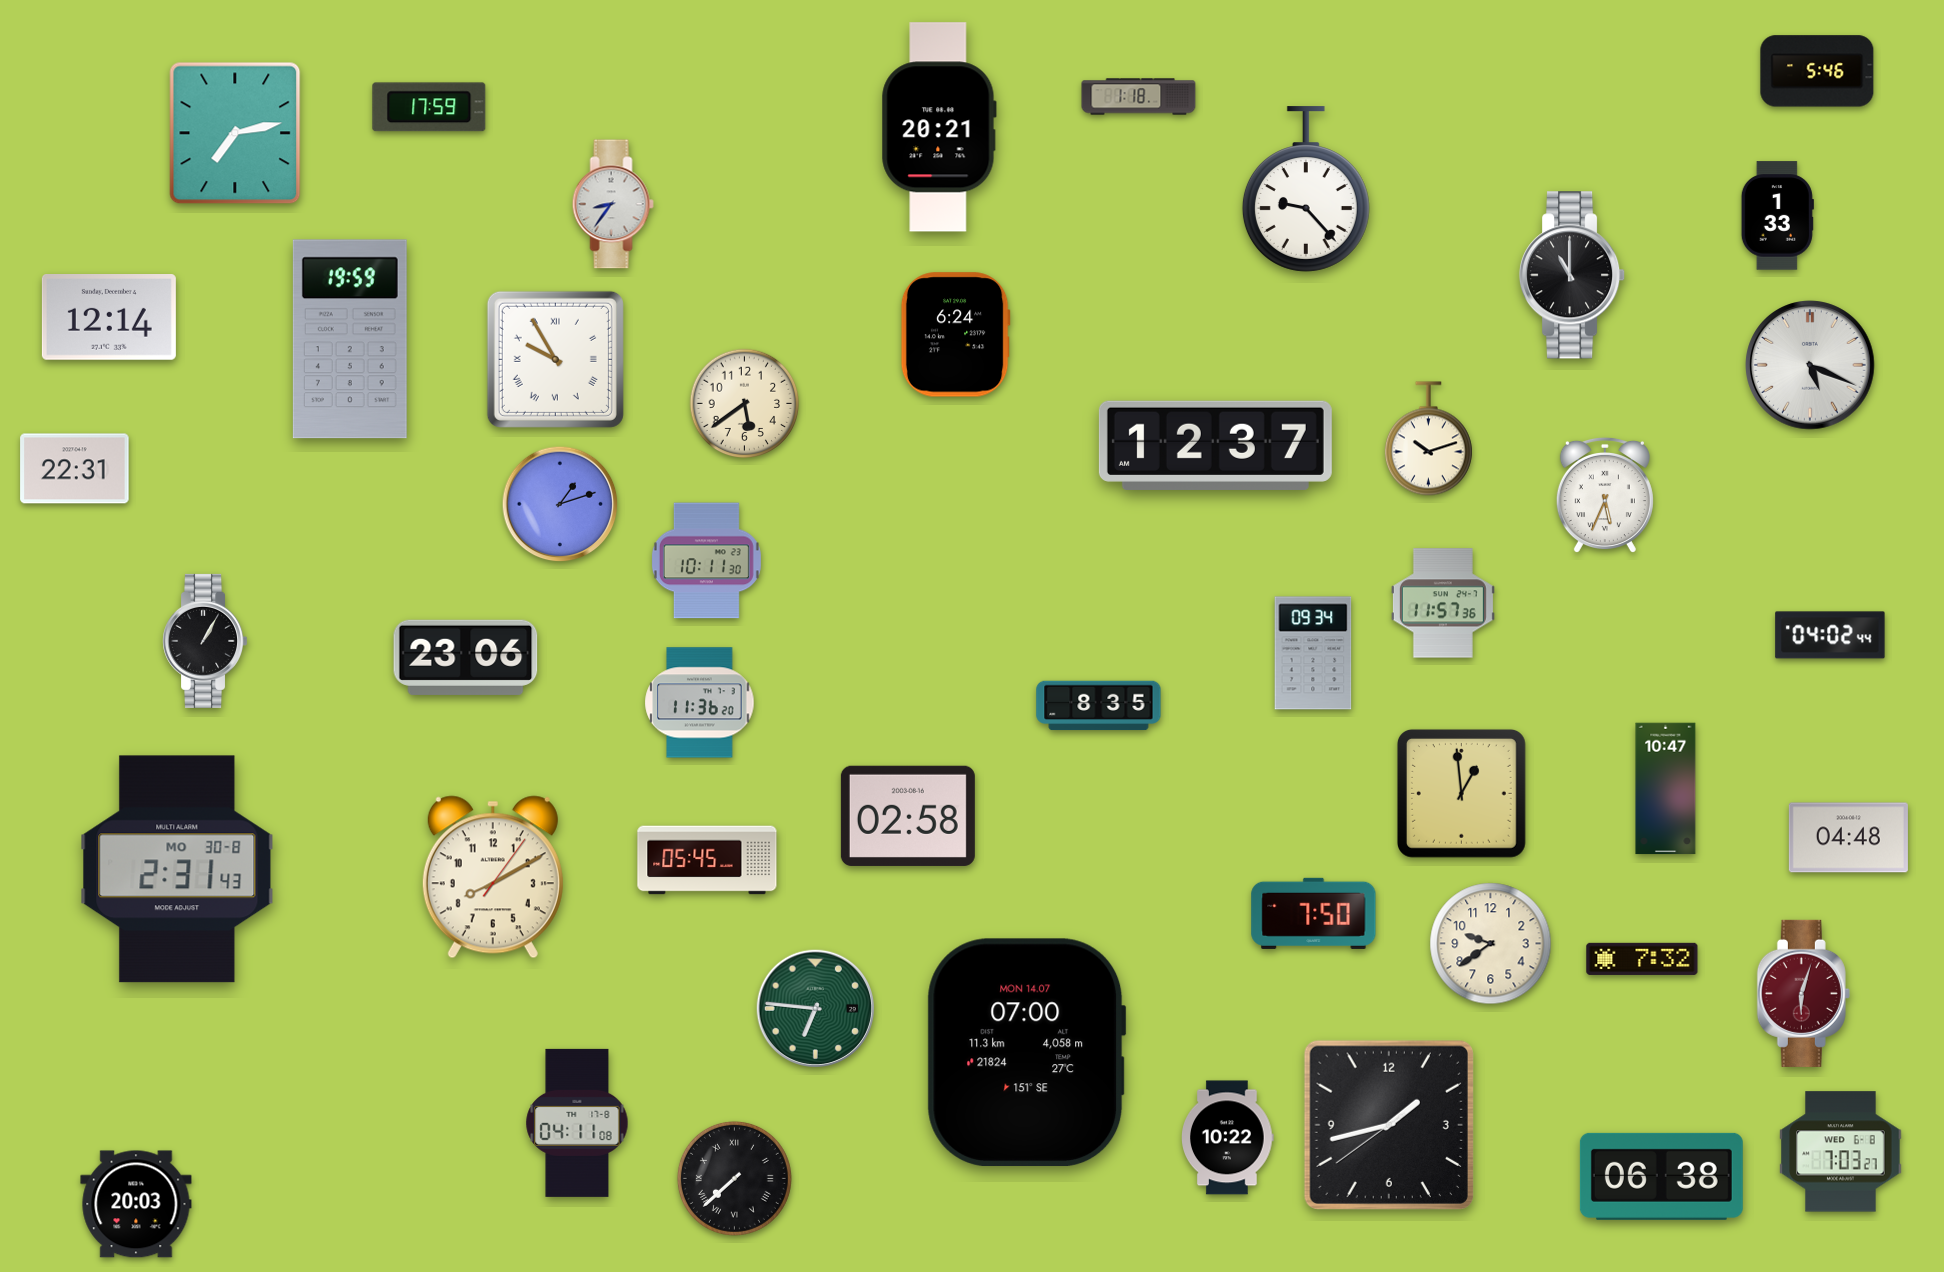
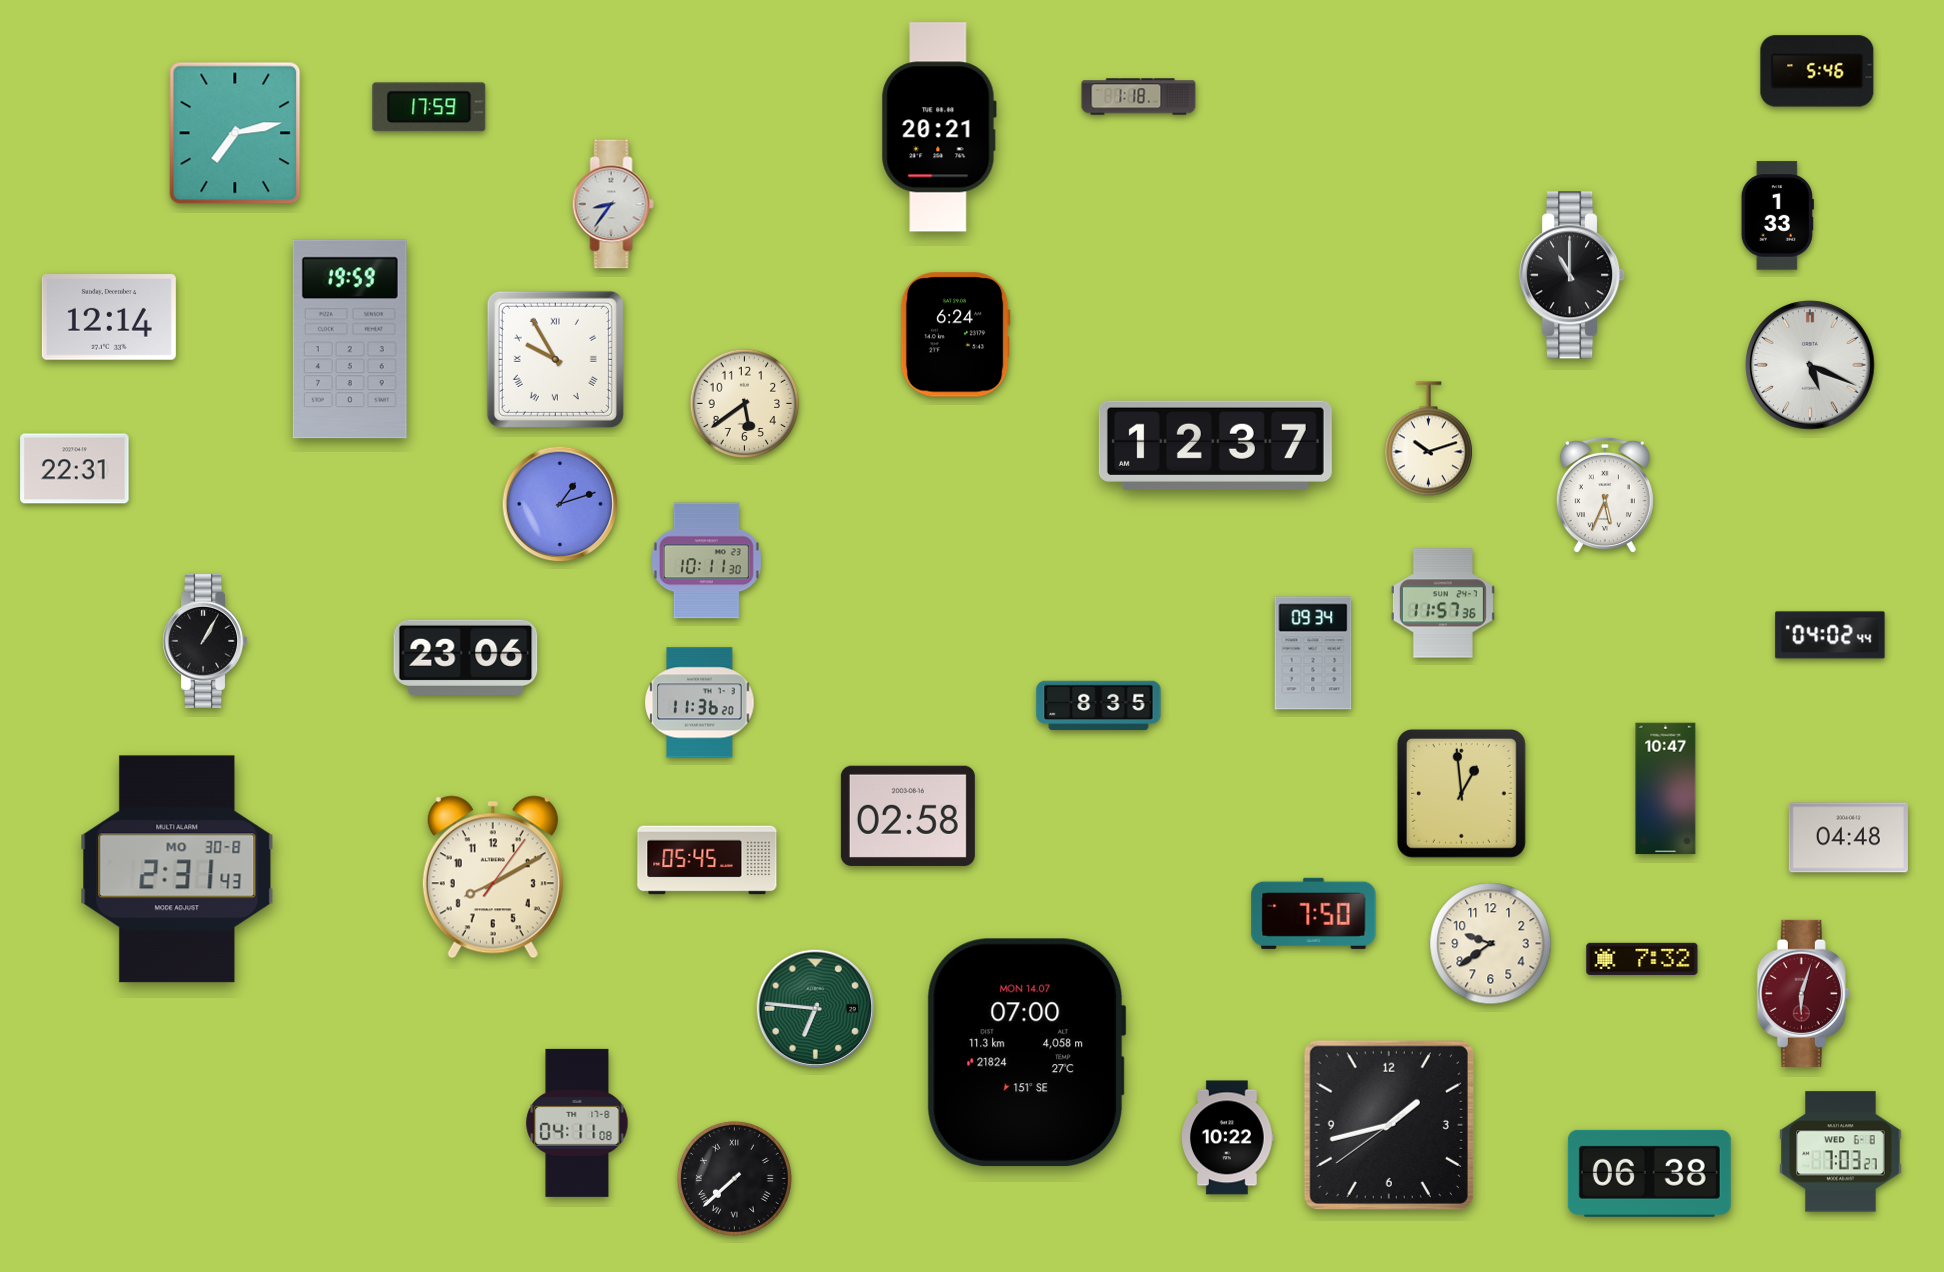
clock at (1306, 189): 9:23 -> none
clock at (1661, 1176) position: (1661, 1176) -> (1649, 1173)
clock at (136, 1204): 20:03 -> none
